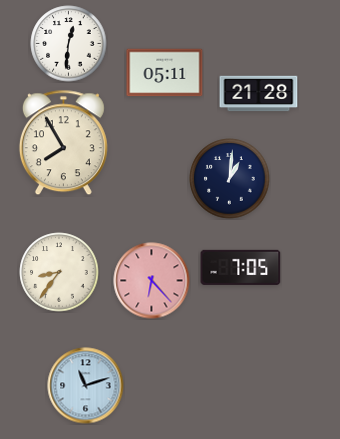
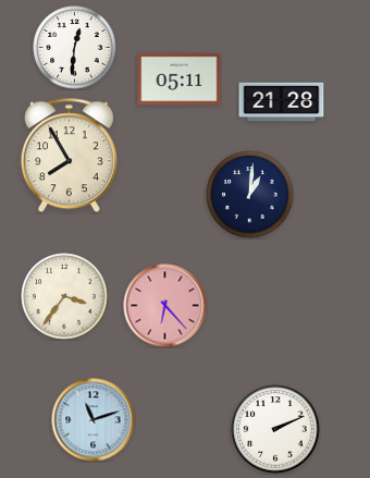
clock at (241, 267): 7:05 -> none
clock at (59, 272): 8:36 -> 3:36
clock at (275, 429): none -> 2:11
